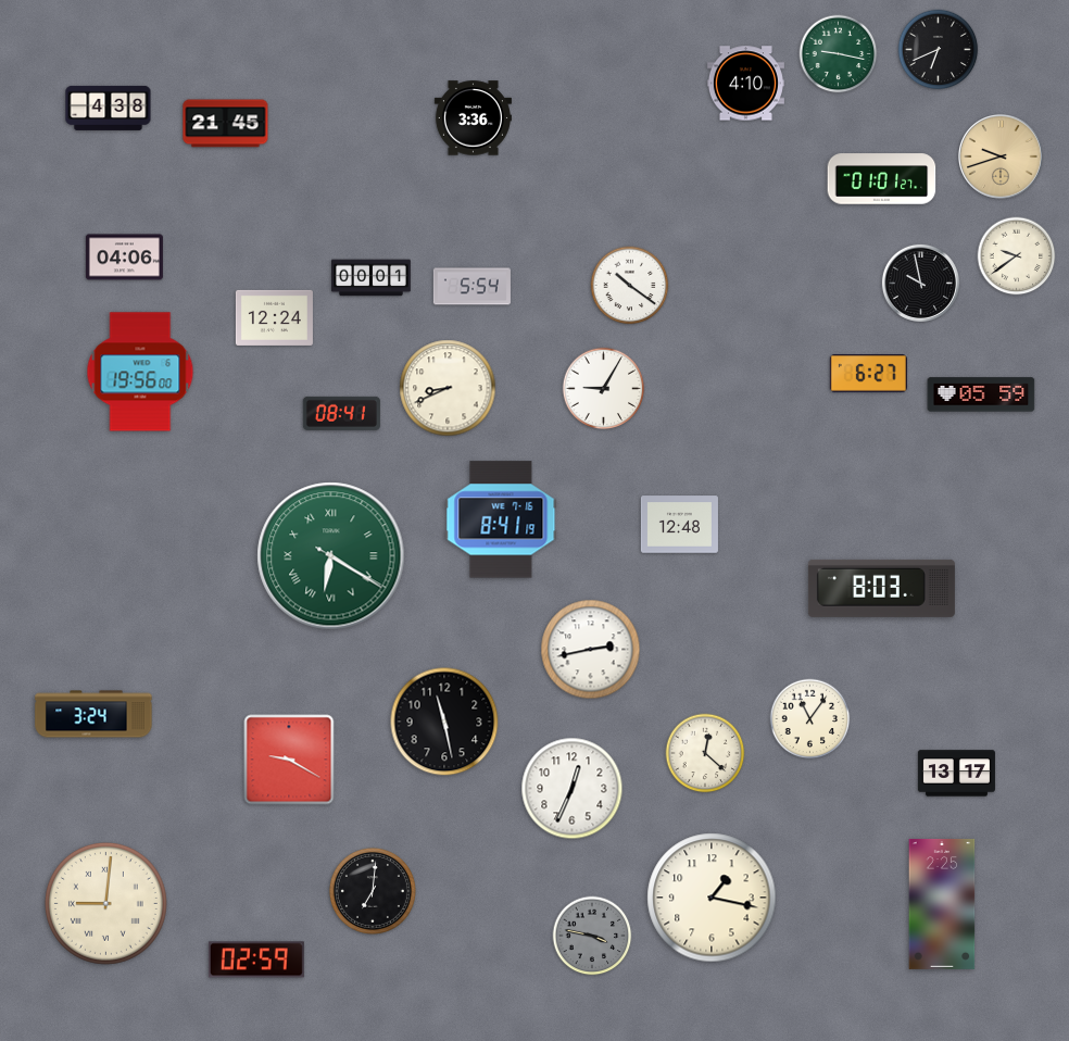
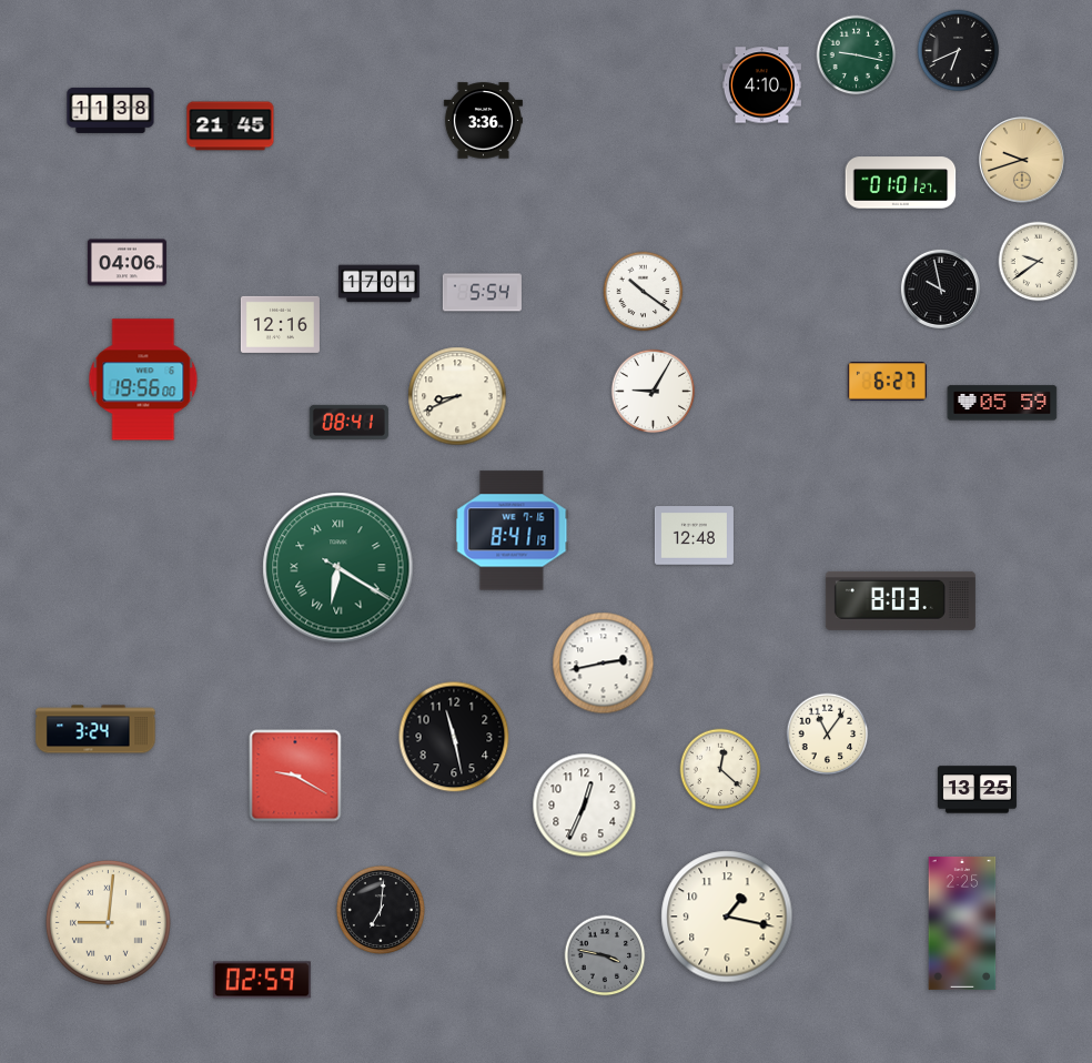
clock at (109, 108): 4:38 -> 11:38
clock at (372, 278): 00:01 -> 17:01
clock at (274, 317): 12:24 -> 12:16
clock at (604, 389) position: (604, 389) -> (654, 392)
clock at (956, 774): 13:17 -> 13:25
